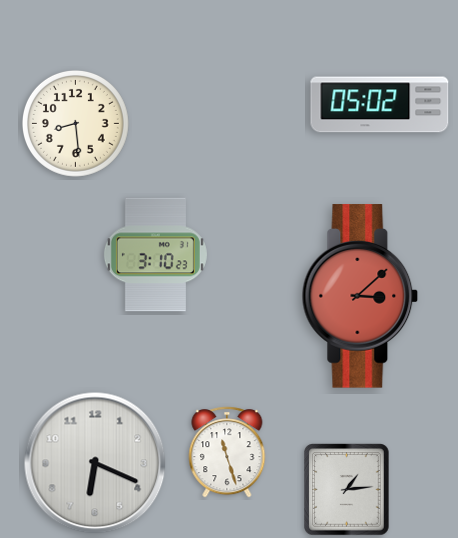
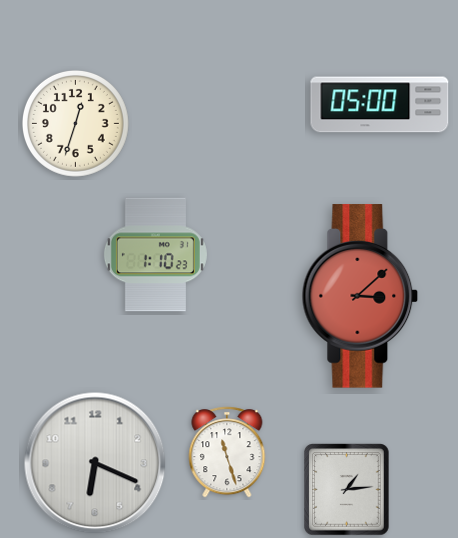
clock at (380, 105): 05:02 -> 05:00
clock at (75, 123): 8:29 -> 12:33
clock at (155, 255): 3:10 -> 1:10
